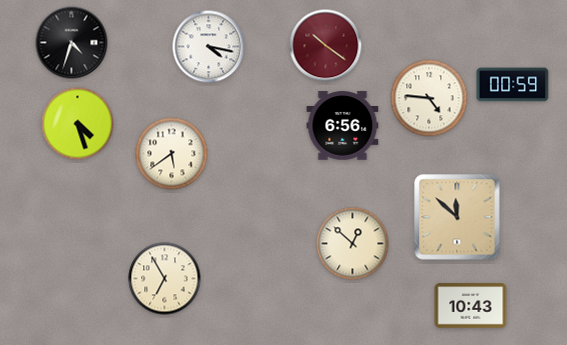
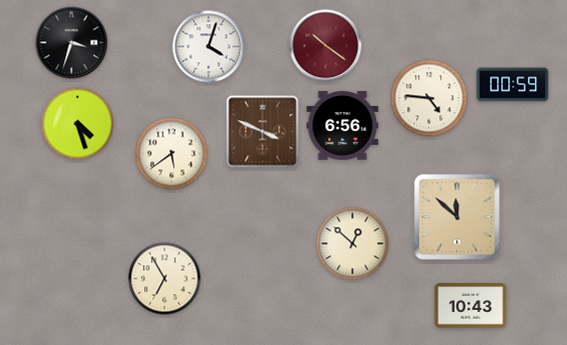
clock at (72, 43): 4:33 -> 3:33
clock at (209, 47): 4:17 -> 4:03
clock at (263, 132): none -> 3:49
